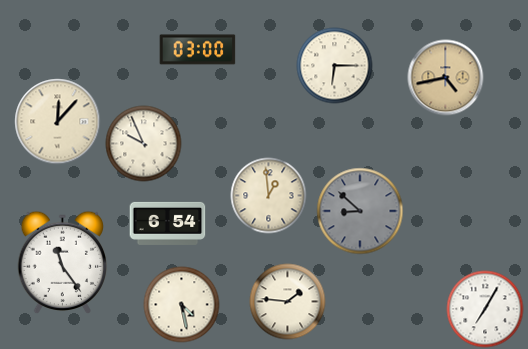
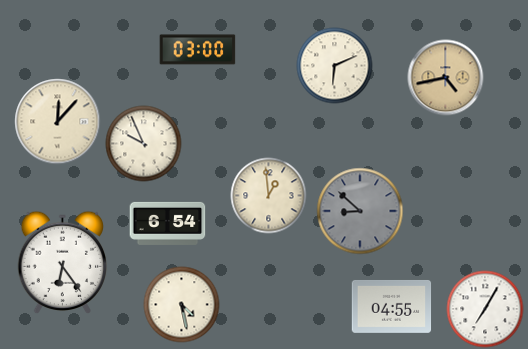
clock at (335, 66): 6:15 -> 6:11
clock at (63, 263): 11:24 -> 6:24
clock at (288, 302): 1:46 -> none
clock at (392, 306): none -> 04:55
